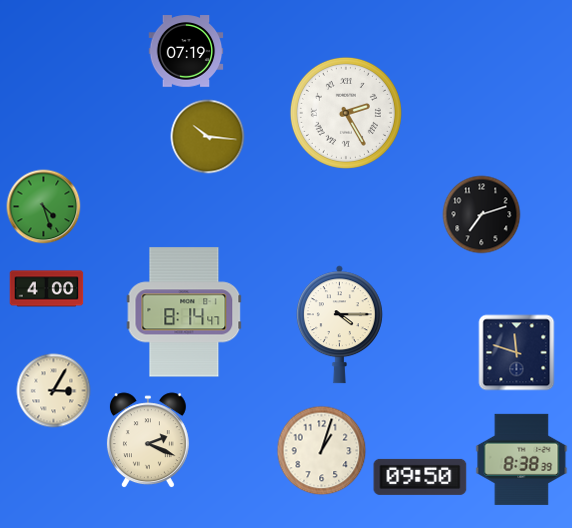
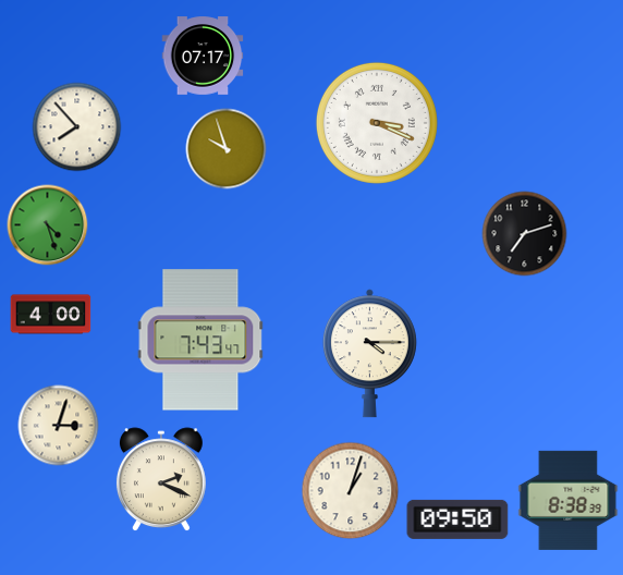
clock at (186, 51): 07:19 -> 07:17
clock at (346, 113): 2:25 -> 3:19
clock at (77, 127): none -> 7:53
clock at (208, 137): 10:16 -> 9:57
clock at (184, 312): 8:14 -> 7:43
clock at (517, 353): 11:48 -> none
clock at (54, 391): 3:05 -> 3:03
